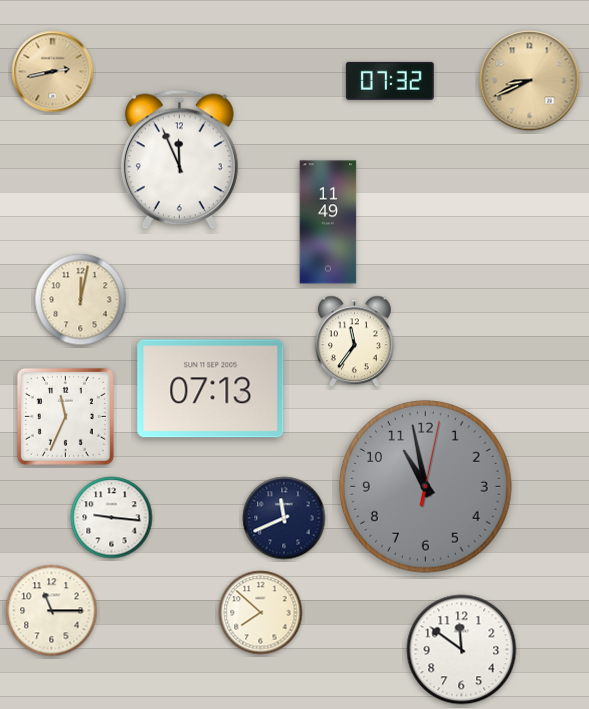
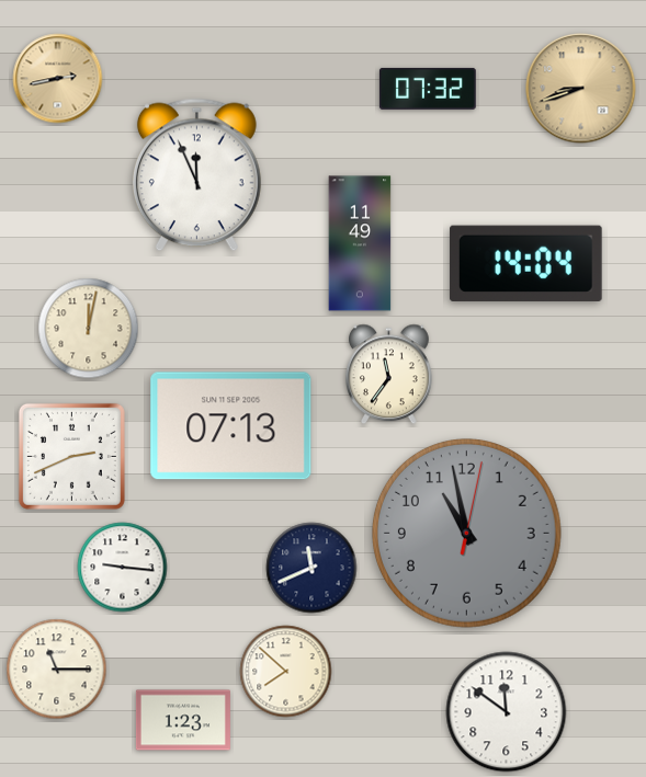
clock at (530, 81): 8:41 -> 8:42
clock at (525, 263): none -> 14:04
clock at (65, 416): 11:34 -> 2:41
clock at (183, 720): none -> 1:23
